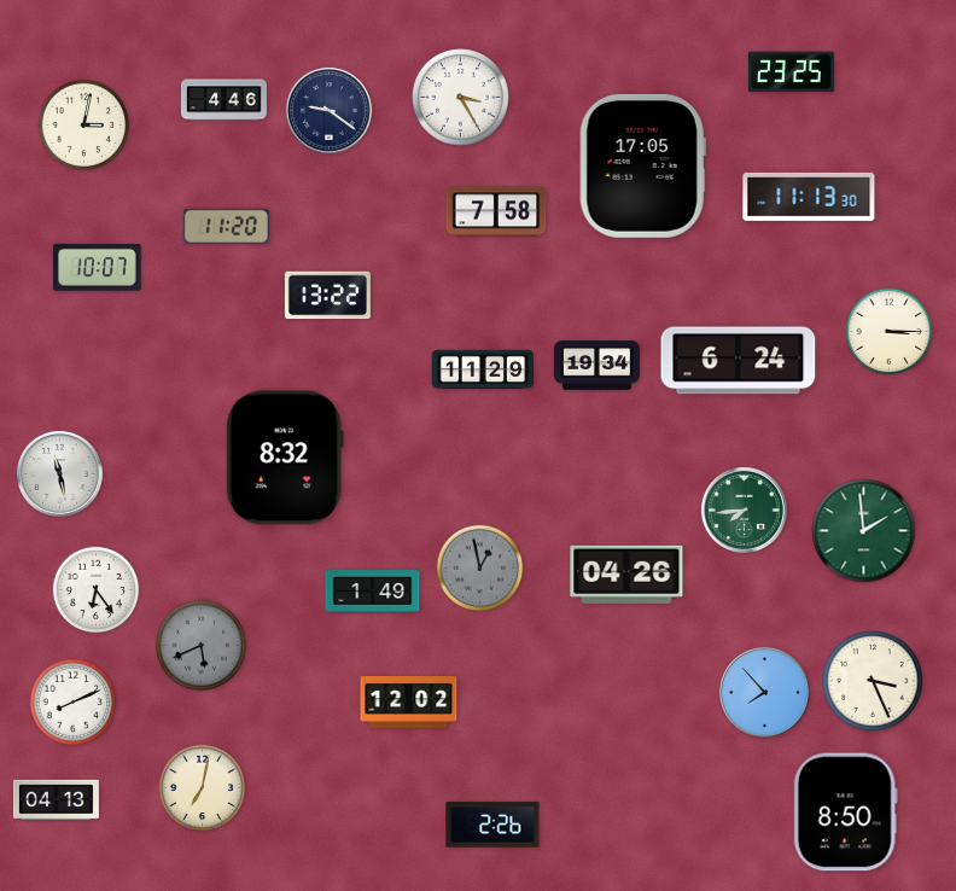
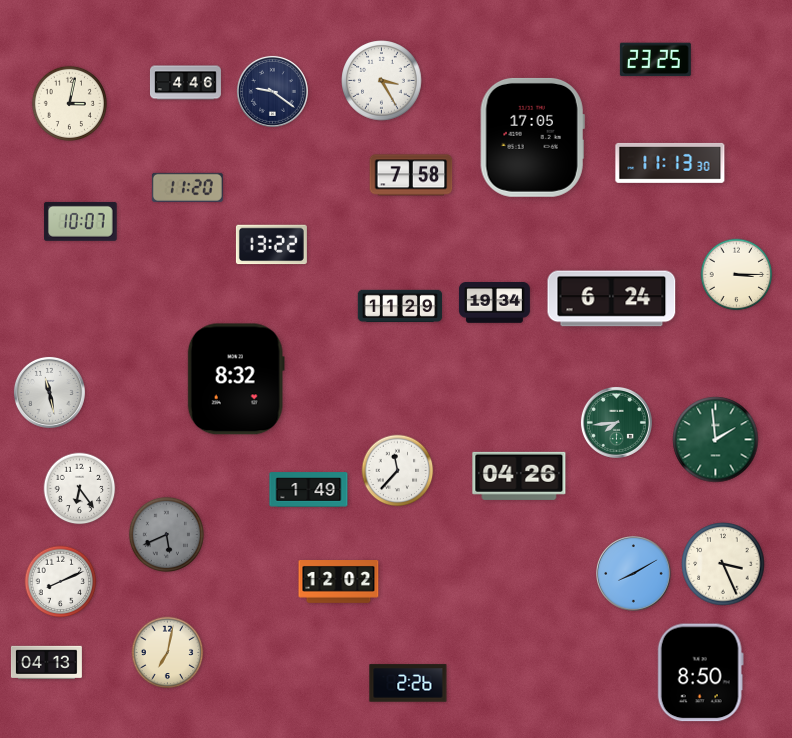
clock at (480, 569): 12:58 -> 11:37
clock at (480, 569) dial: grey -> white
clock at (765, 693): 7:53 -> 8:10
